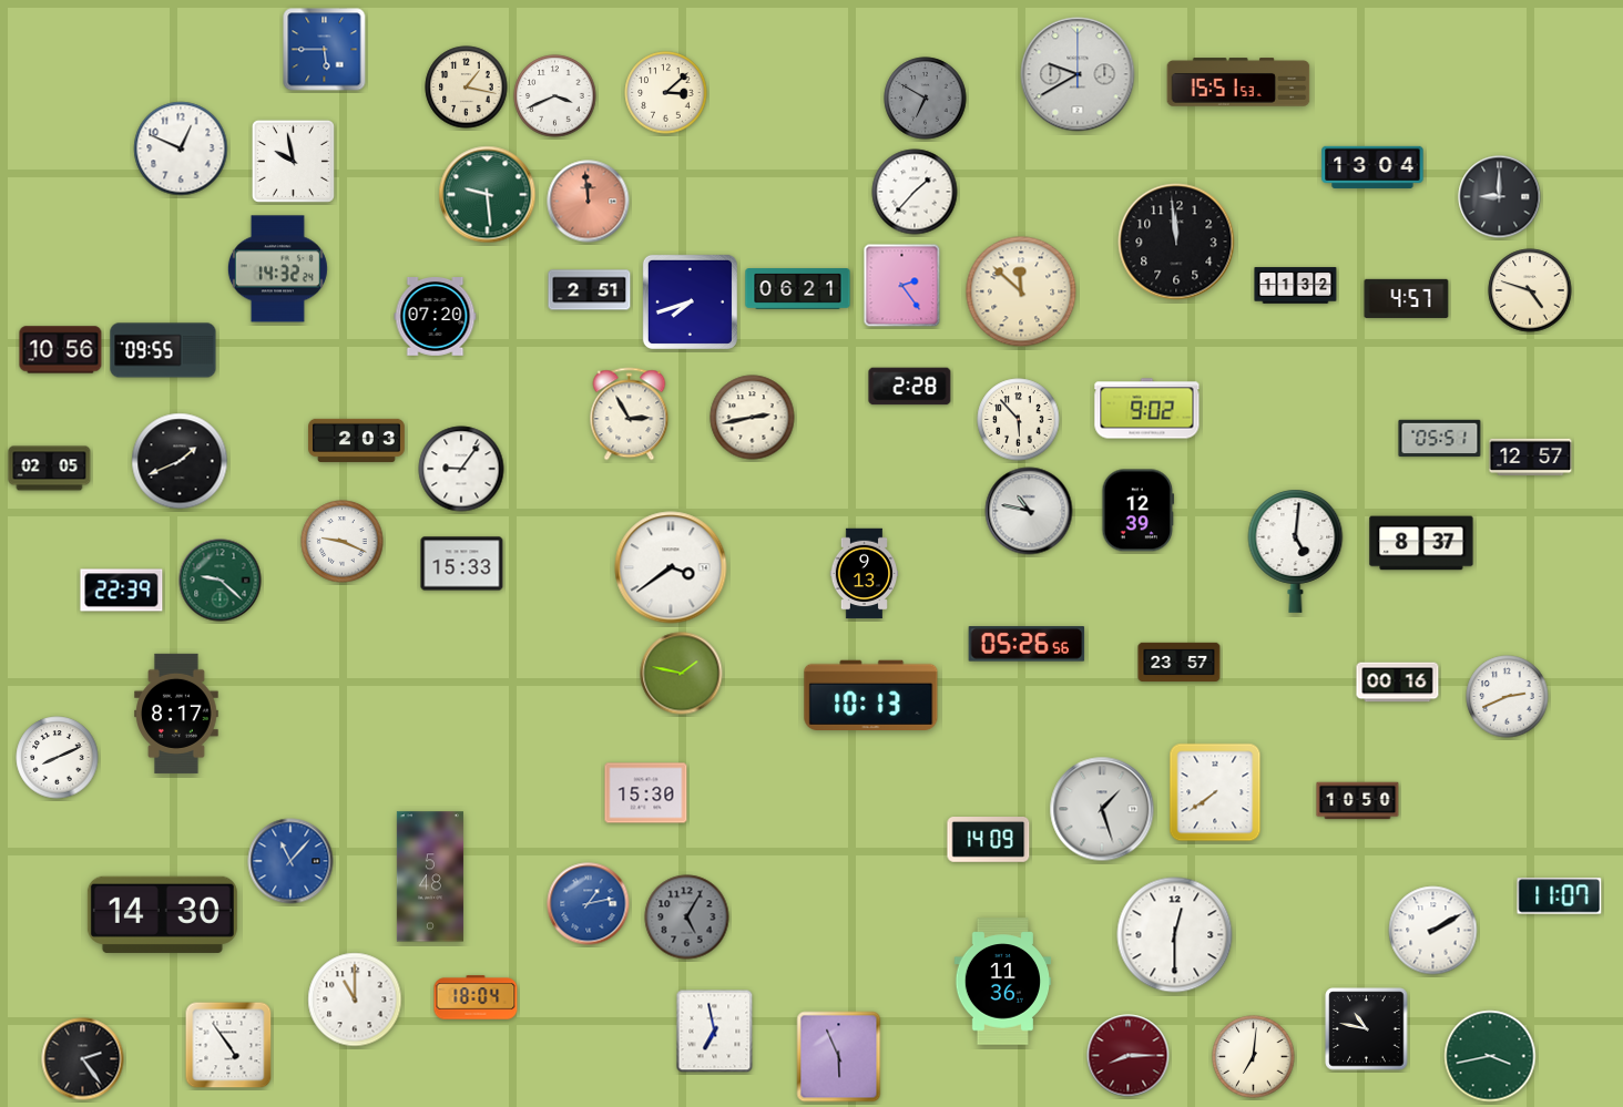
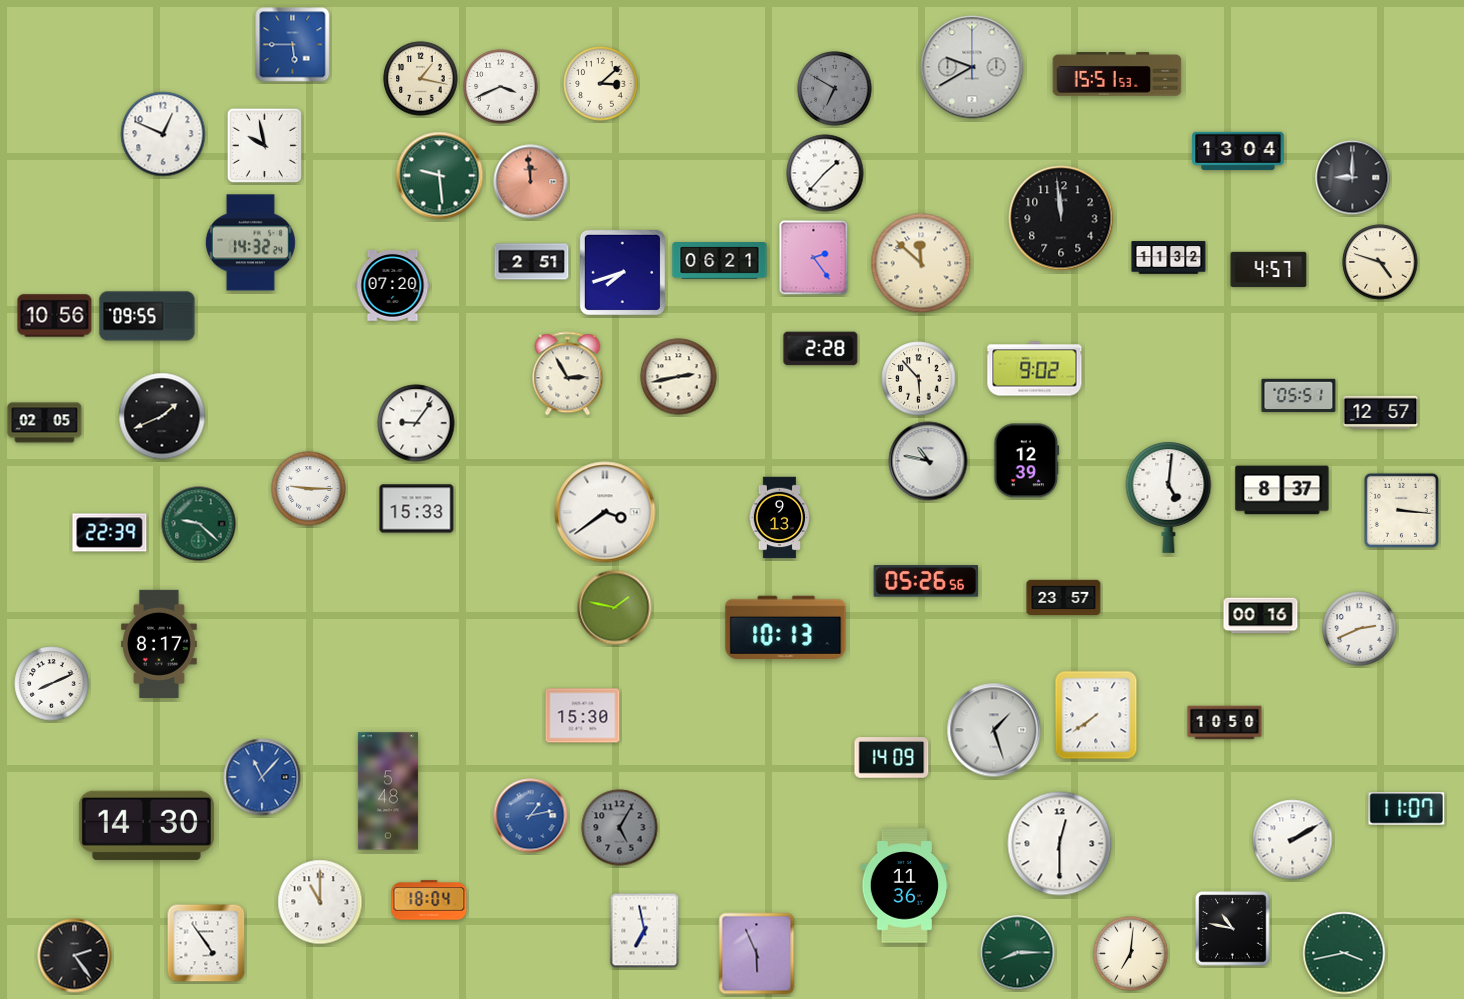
clock at (357, 440): 2:03 -> none
clock at (343, 542): 9:19 -> 9:15
clock at (1401, 510): none -> 3:16
clock at (1129, 1056) dial: burgundy -> green
